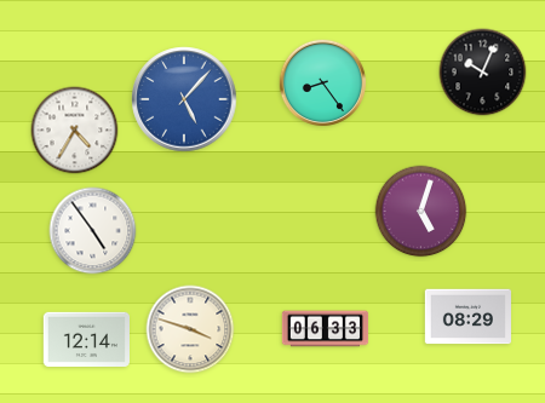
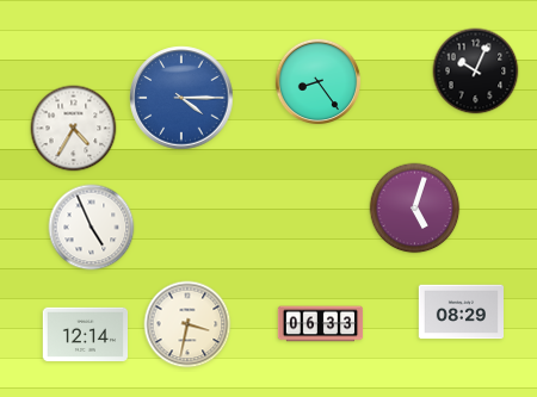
clock at (184, 99): 5:07 -> 4:15
clock at (93, 231): 4:54 -> 4:56
clock at (190, 329): 3:48 -> 3:32
